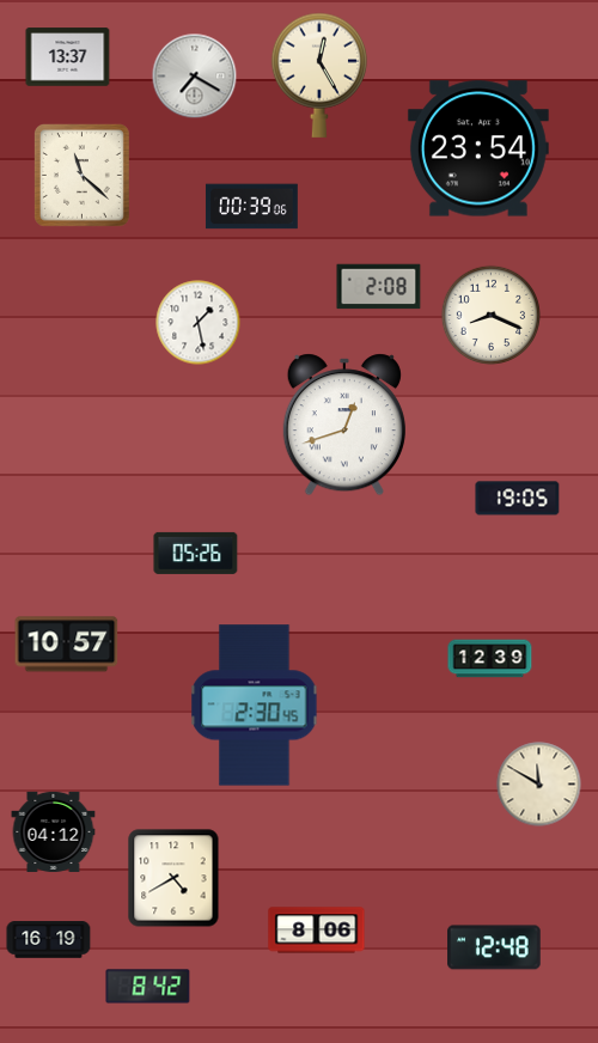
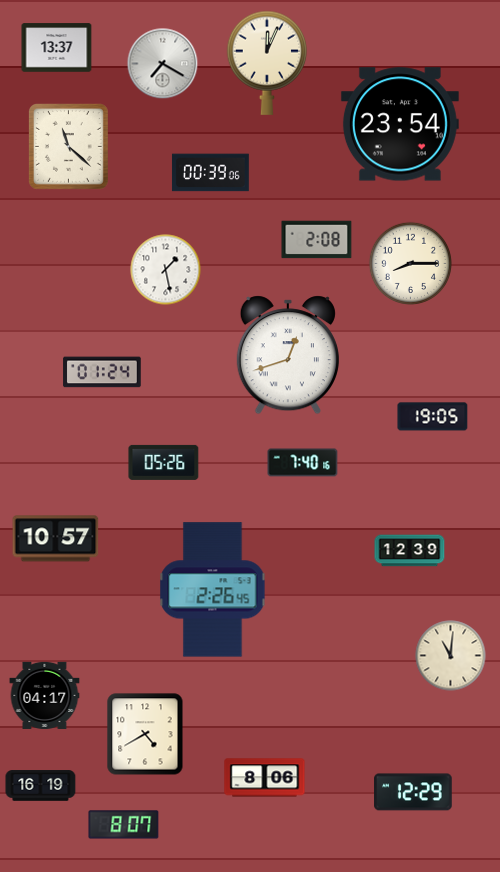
clock at (319, 75): 12:25 -> 12:04
clock at (490, 315): 8:19 -> 8:15
clock at (102, 372): none -> 01:24
clock at (303, 463): none -> 7:40
clock at (255, 706): 2:30 -> 2:26
clock at (539, 785): 11:50 -> 11:01
clock at (54, 831): 04:12 -> 04:17
clock at (494, 947): 12:48 -> 12:29
clock at (148, 987): 8:42 -> 8:07
